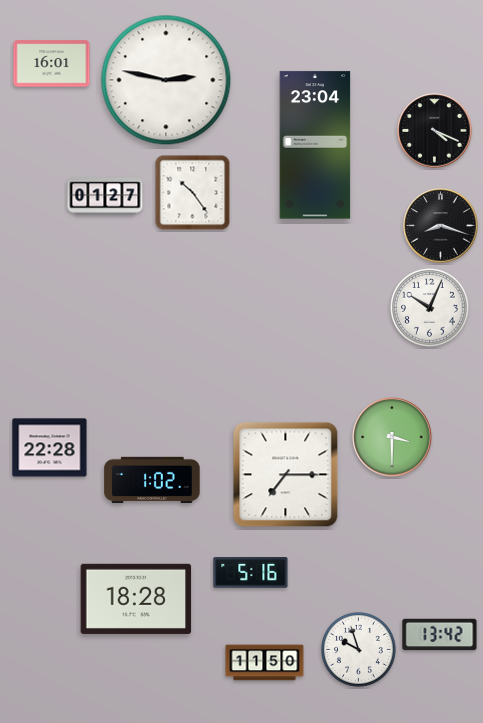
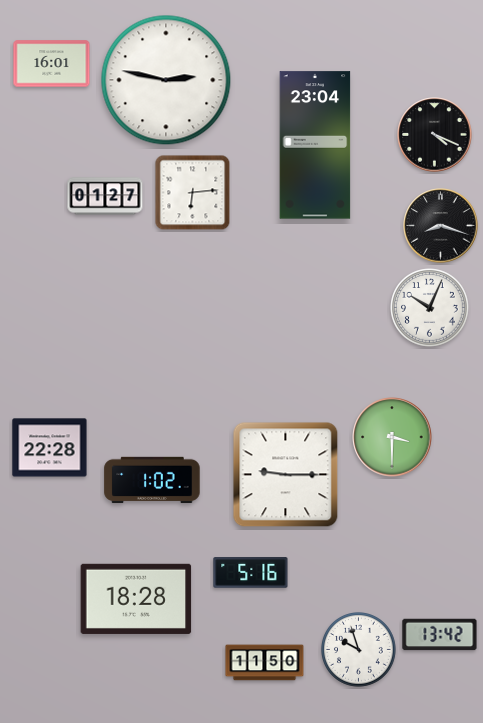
clock at (435, 131) position: (435, 131) -> (435, 135)
clock at (193, 193): 10:24 -> 6:14
clock at (286, 475): 7:15 -> 9:15
